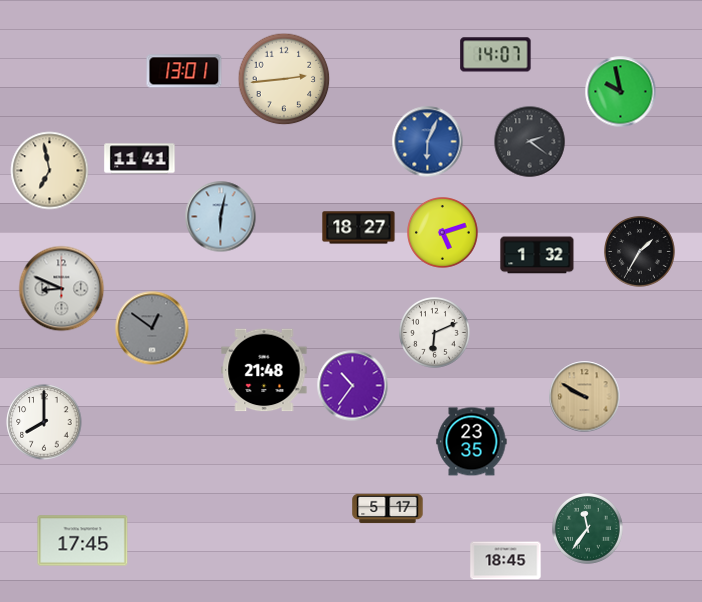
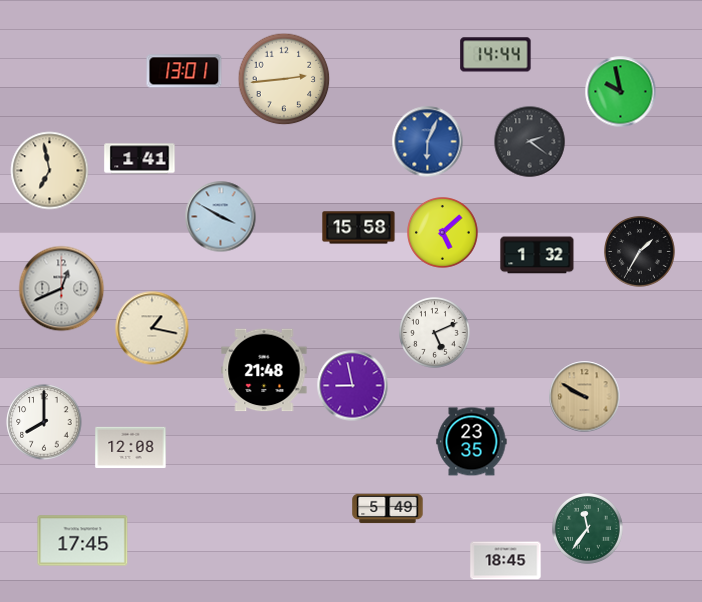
clock at (496, 55): 14:07 -> 14:44
clock at (140, 159): 11:41 -> 1:41
clock at (221, 217): 6:02 -> 3:50
clock at (359, 228): 18:27 -> 15:58
clock at (443, 233): 5:12 -> 5:08
clock at (62, 289): 8:49 -> 12:41
clock at (152, 328): 12:51 -> 1:17
clock at (152, 328) dial: grey -> cream
clock at (435, 333): 6:11 -> 5:11
clock at (353, 386): 10:36 -> 8:58
clock at (131, 447): none -> 12:08
clock at (388, 509): 5:17 -> 5:49
